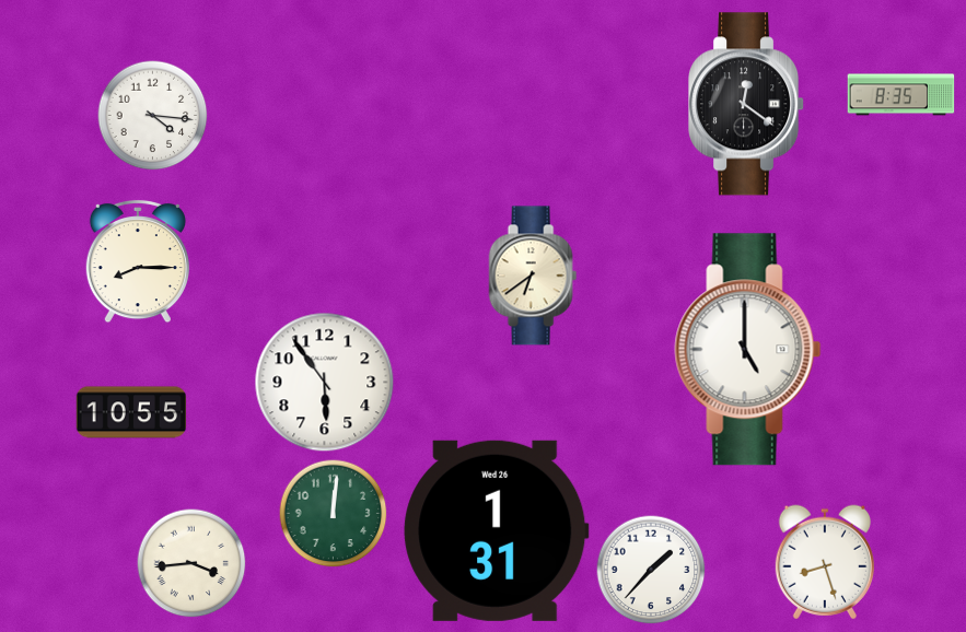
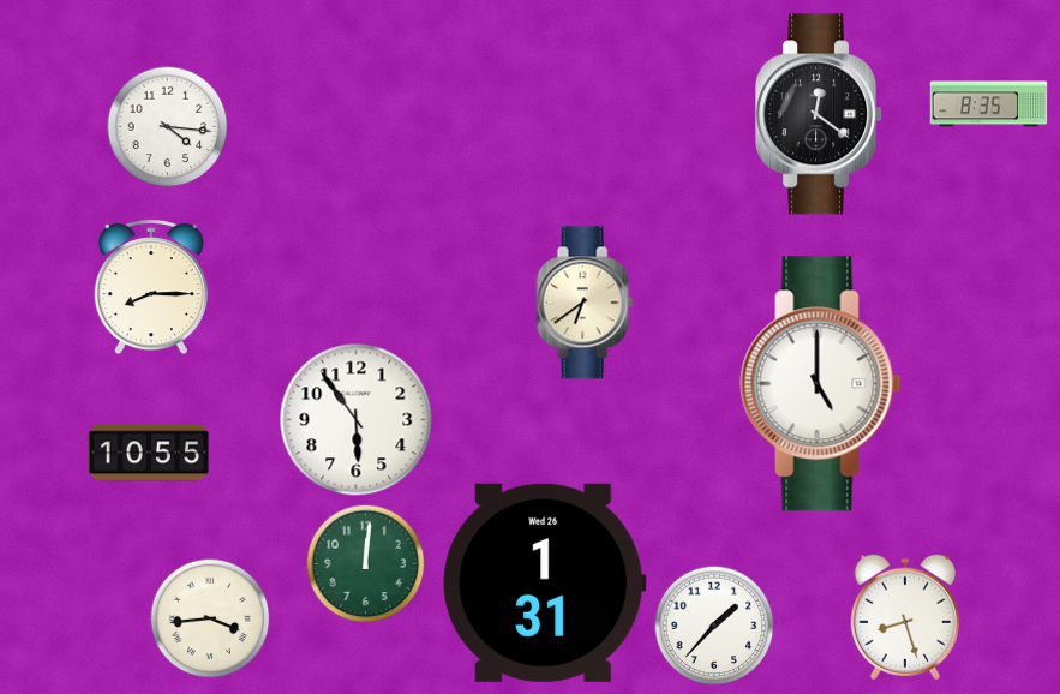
clock at (131, 412) position: (131, 412) -> (149, 453)
